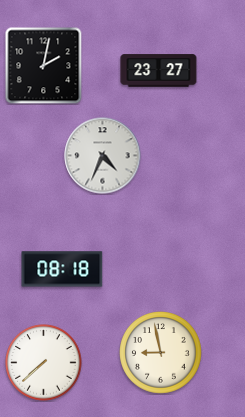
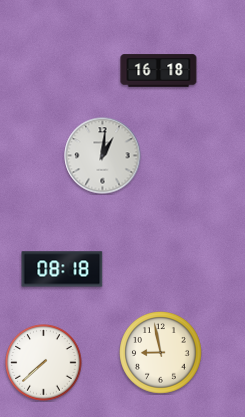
clock at (43, 65): 2:02 -> none
clock at (159, 71): 23:27 -> 16:18
clock at (103, 156): 4:34 -> 1:01
